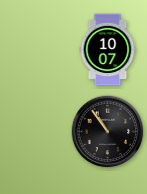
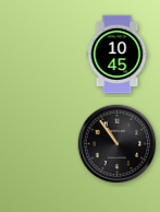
clock at (108, 50): 10:07 -> 10:45
